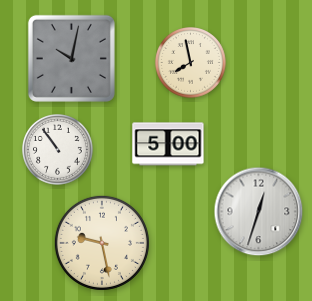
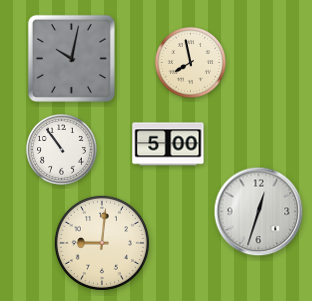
clock at (58, 150) position: (58, 150) -> (62, 150)
clock at (102, 243): 9:28 -> 9:01
